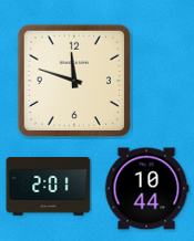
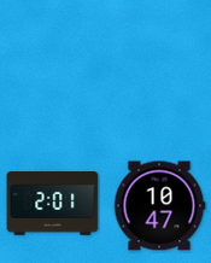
clock at (73, 80): 11:48 -> none
clock at (146, 189): 10:44 -> 10:47
